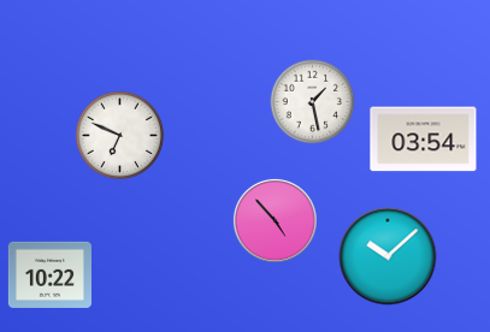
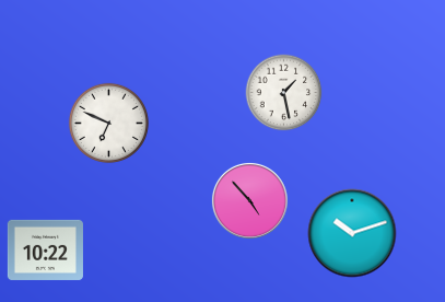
clock at (424, 140): 03:54 -> none
clock at (388, 256): 10:08 -> 10:12
